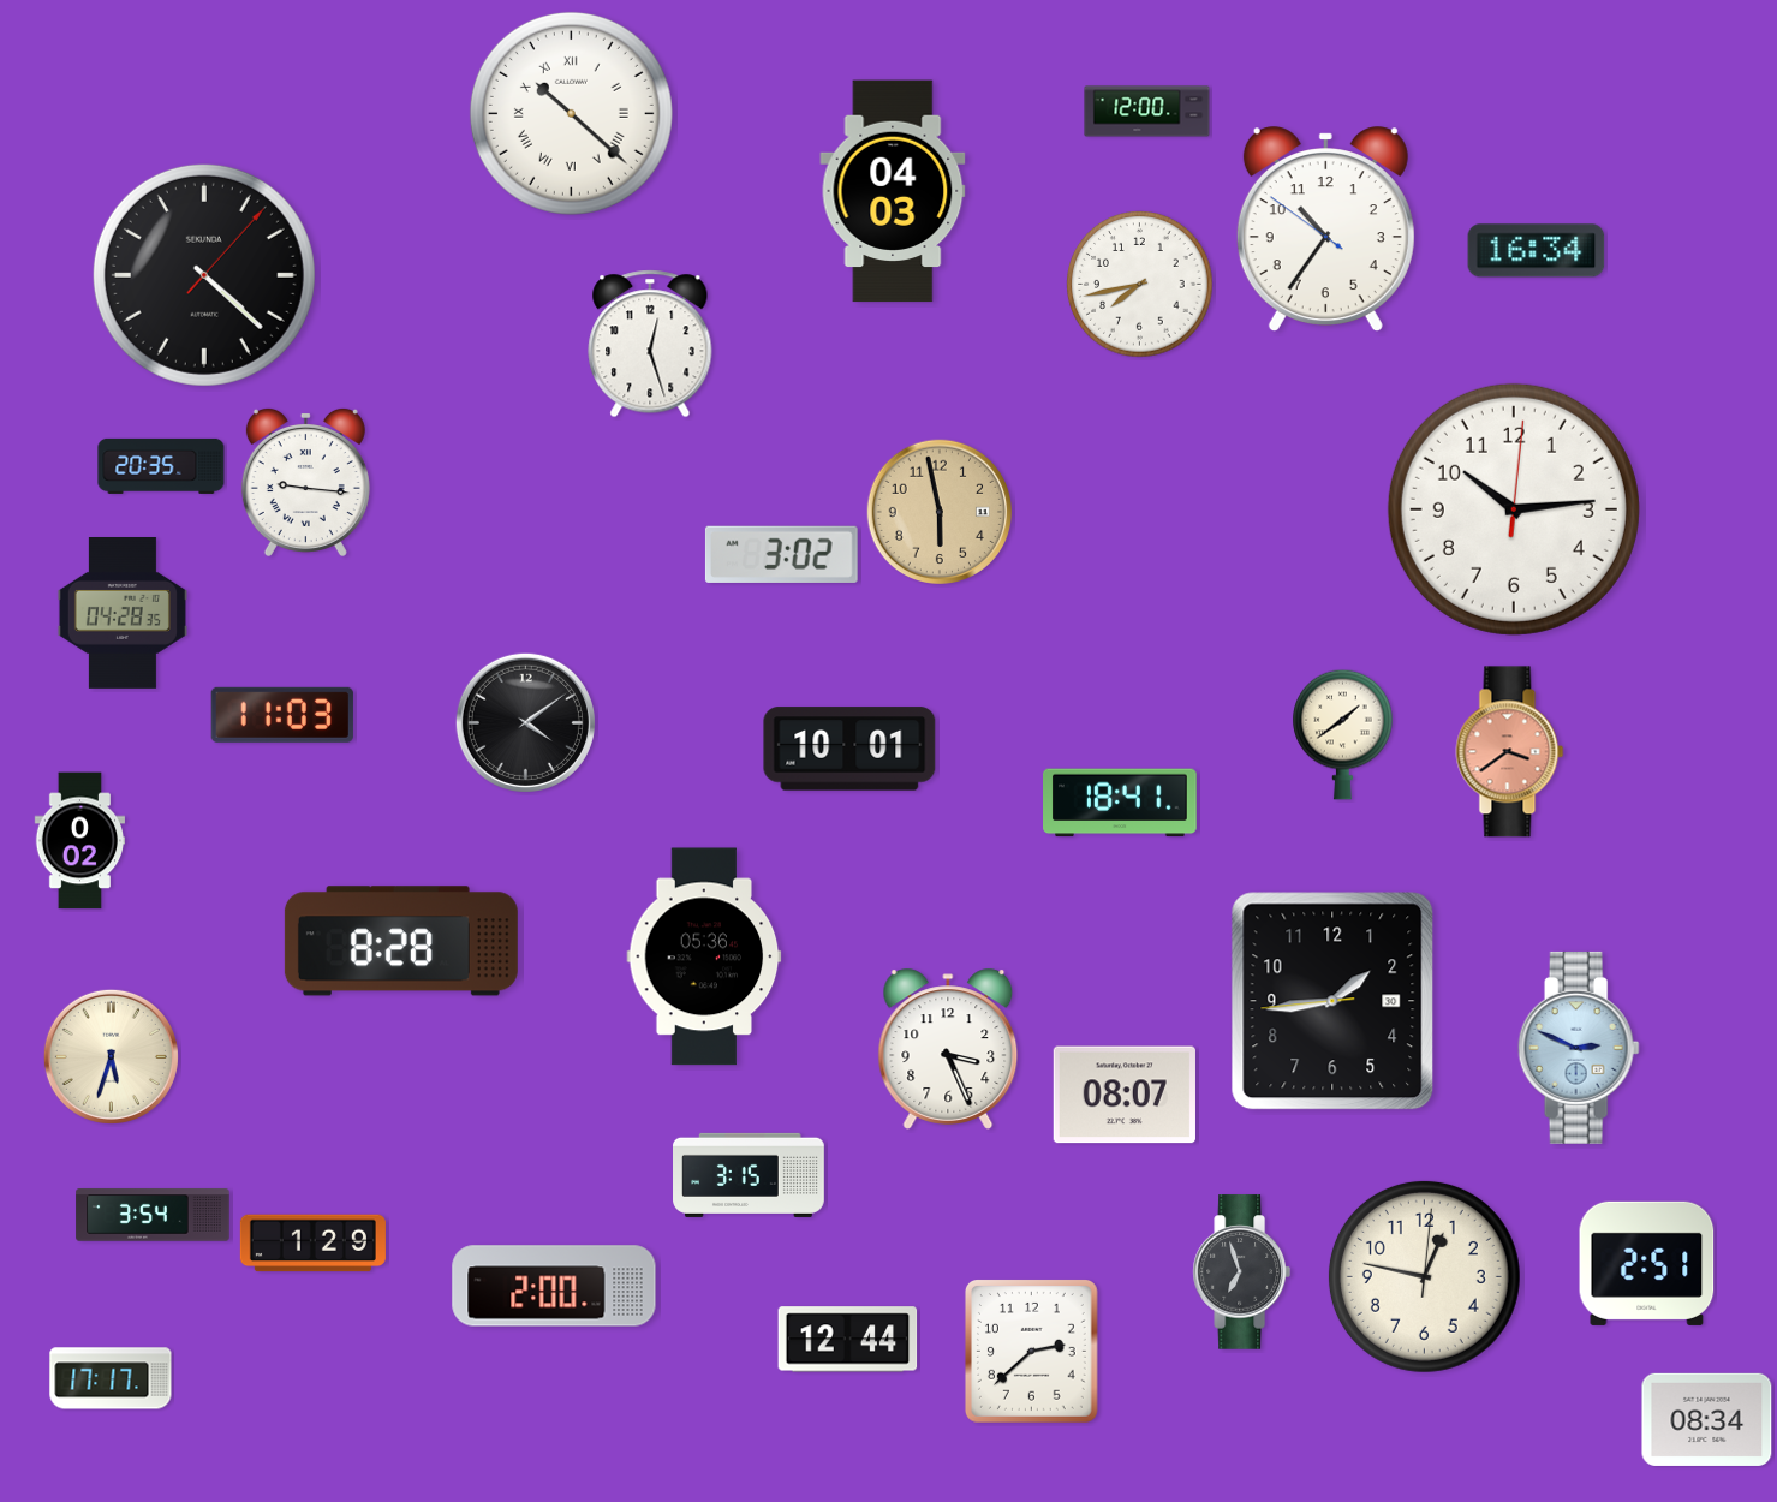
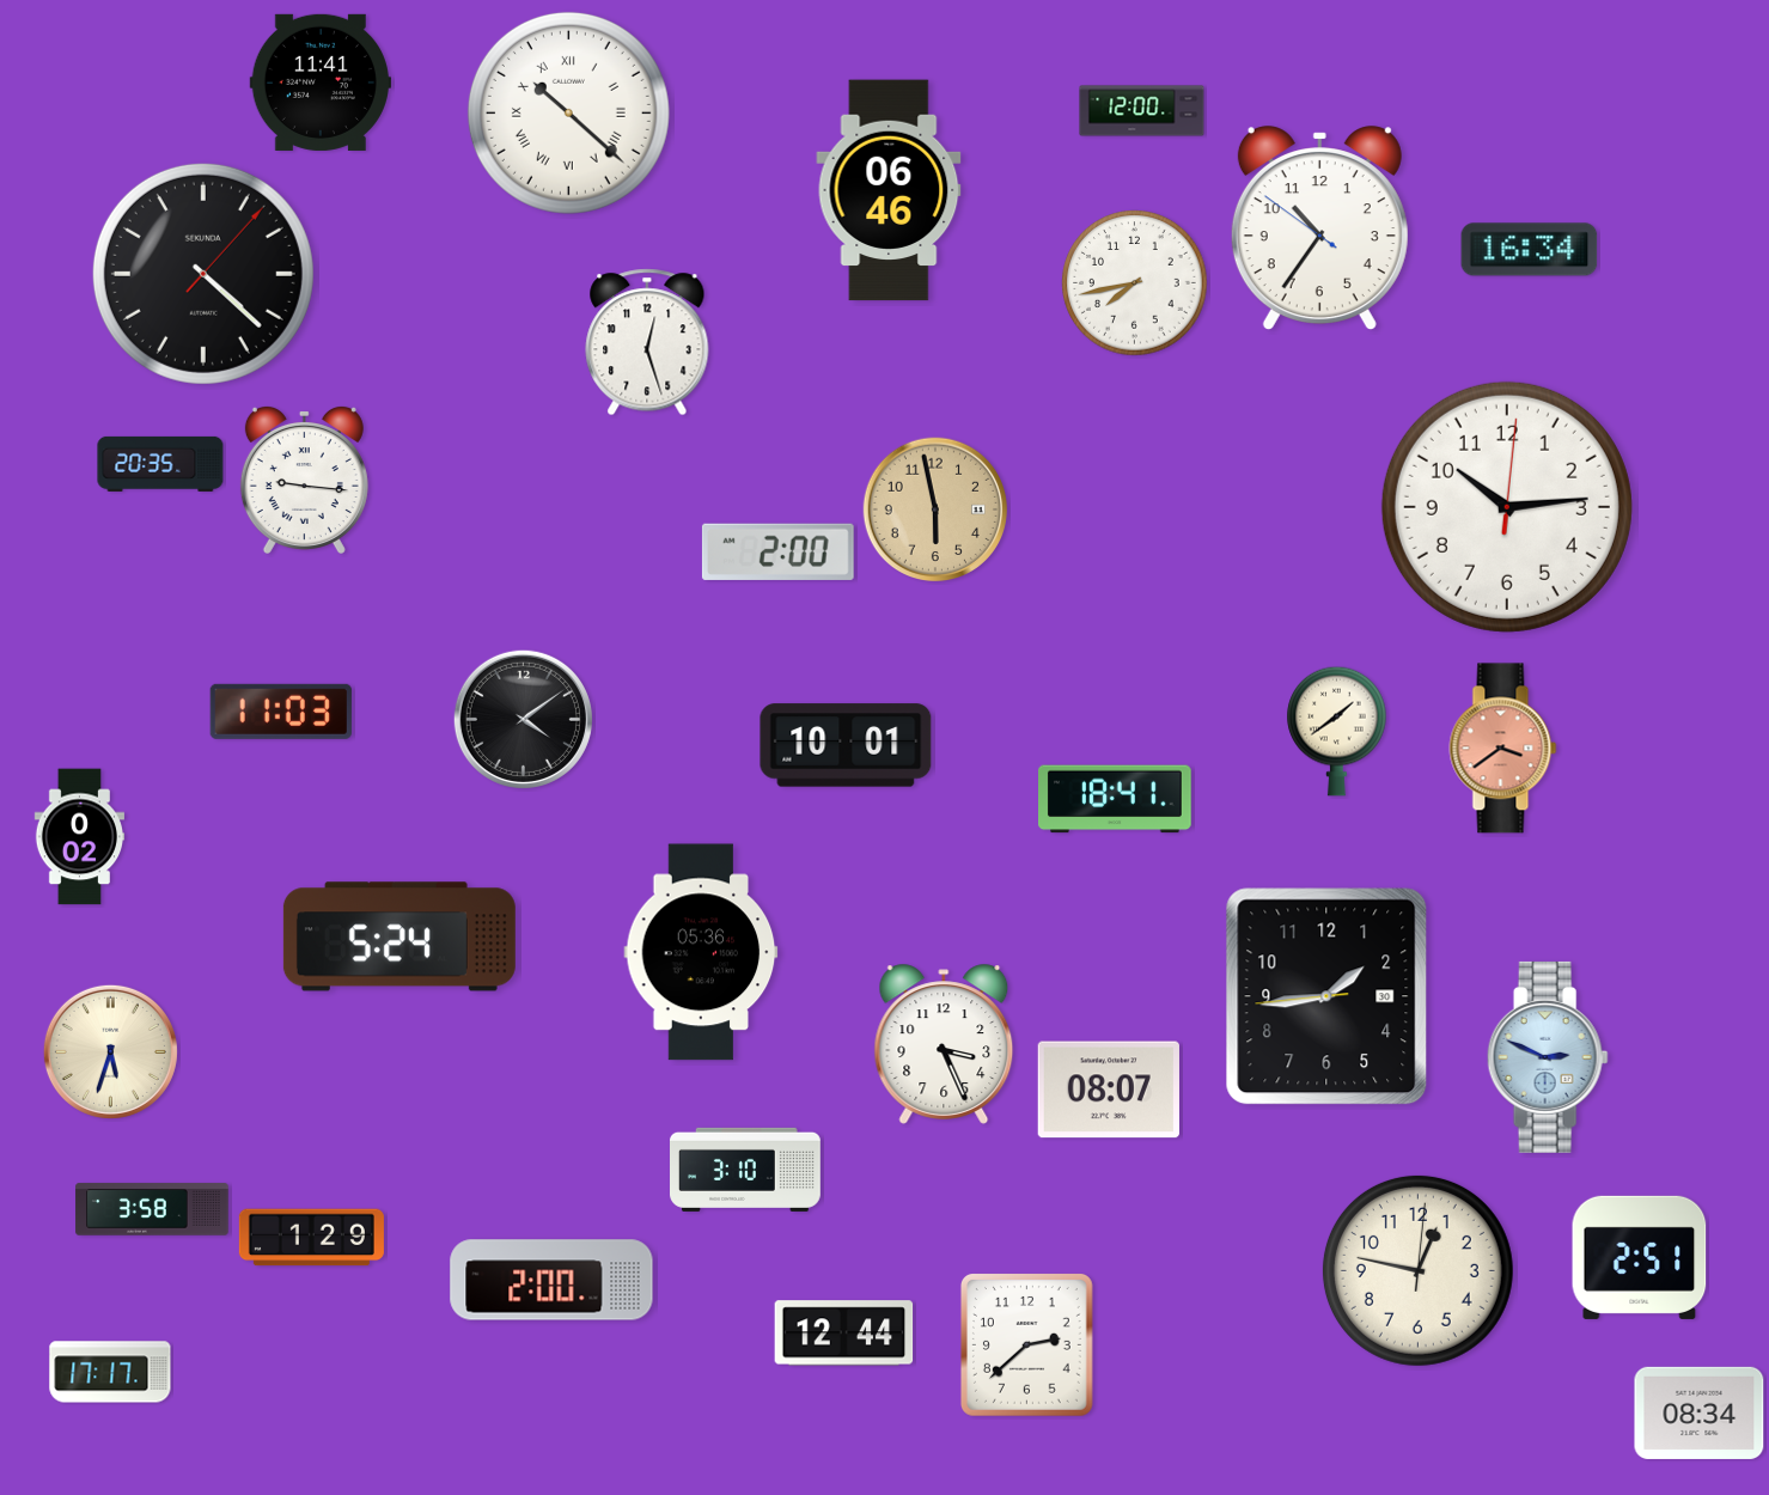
clock at (319, 83): none -> 11:41
clock at (893, 191): 04:03 -> 06:46
clock at (781, 554): 3:02 -> 2:00
clock at (123, 614): 04:28 -> none
clock at (401, 941): 8:28 -> 5:24
clock at (1579, 1048) position: (1579, 1048) -> (1548, 1057)
clock at (1125, 1095) position: (1125, 1095) -> (1109, 1090)
clock at (750, 1175): 3:15 -> 3:10
clock at (153, 1215): 3:54 -> 3:58
clock at (1241, 1272): 6:57 -> none
